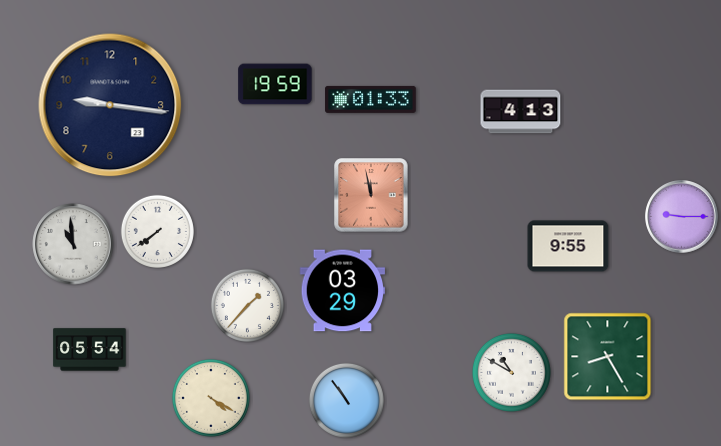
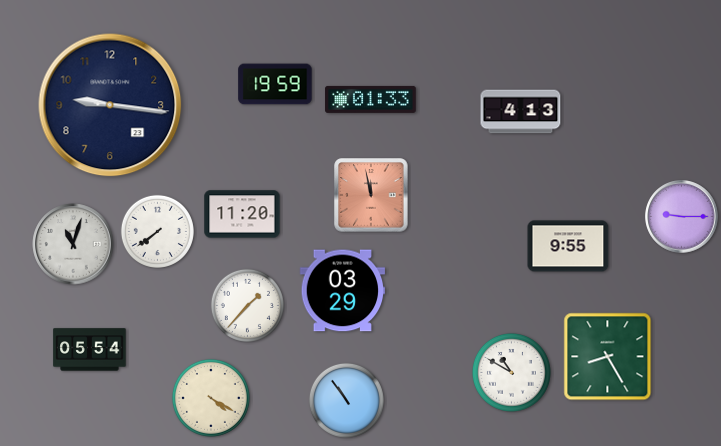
clock at (242, 214): none -> 11:20
clock at (73, 244): 10:59 -> 11:03
